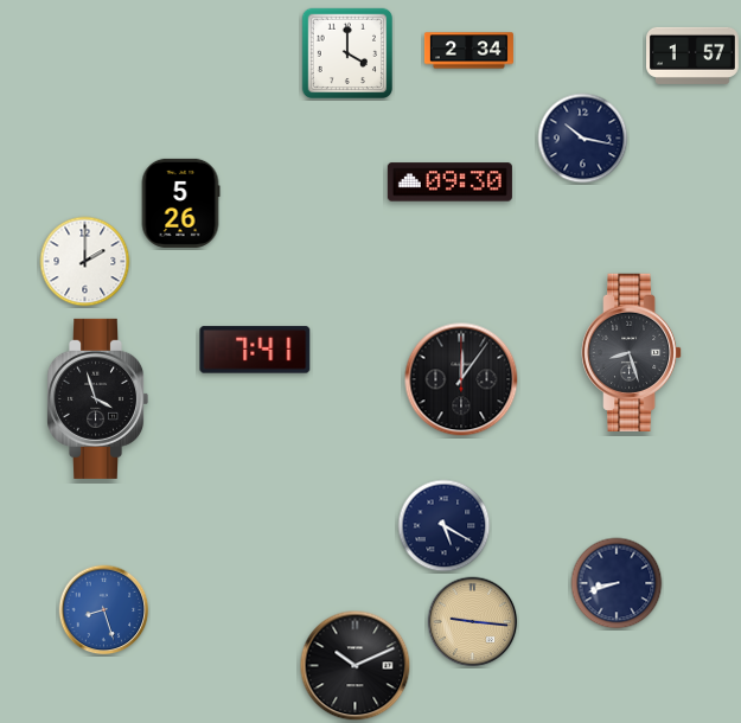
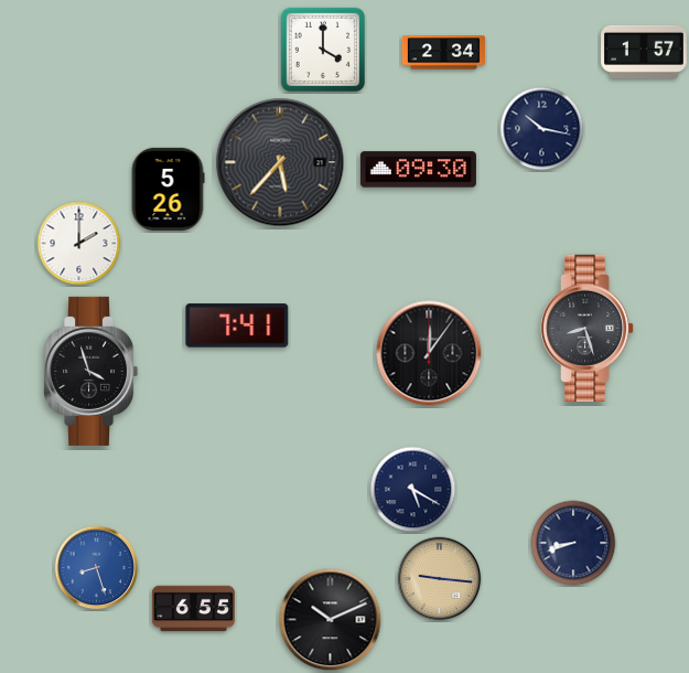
clock at (468, 51) position: (468, 51) -> (443, 53)
clock at (280, 162): none -> 5:37
clock at (193, 609): none -> 6:55
